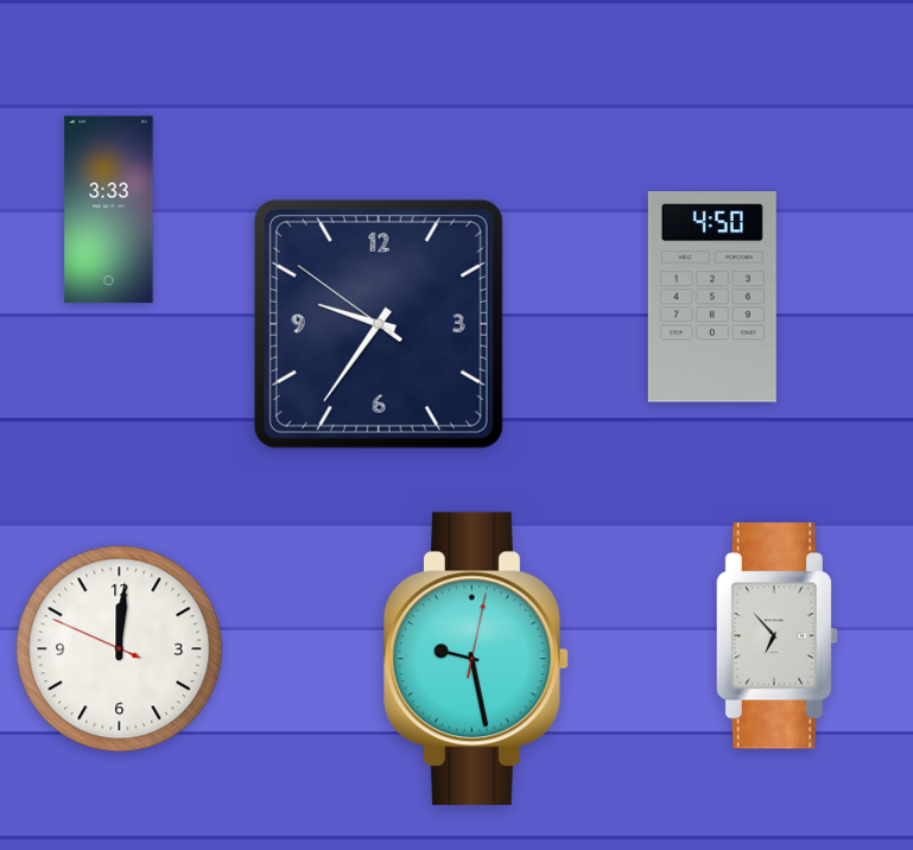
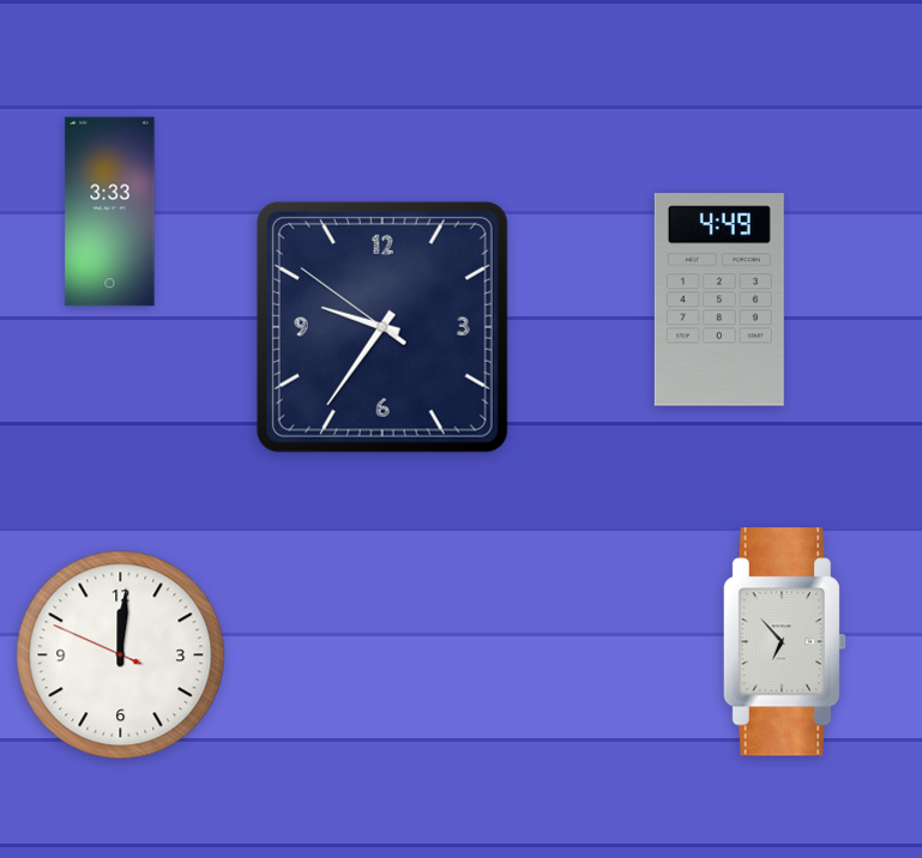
clock at (712, 297): 4:50 -> 4:49
clock at (476, 659): 9:28 -> none
